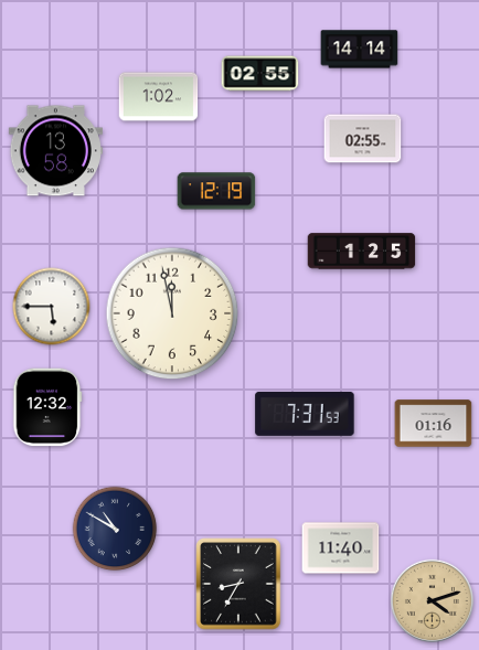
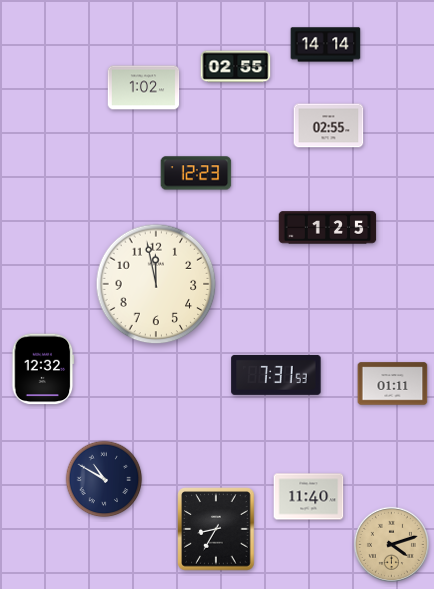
clock at (55, 151): 13:58 -> none
clock at (216, 191): 12:19 -> 12:23
clock at (52, 307): 5:45 -> none
clock at (434, 424): 01:16 -> 01:11
